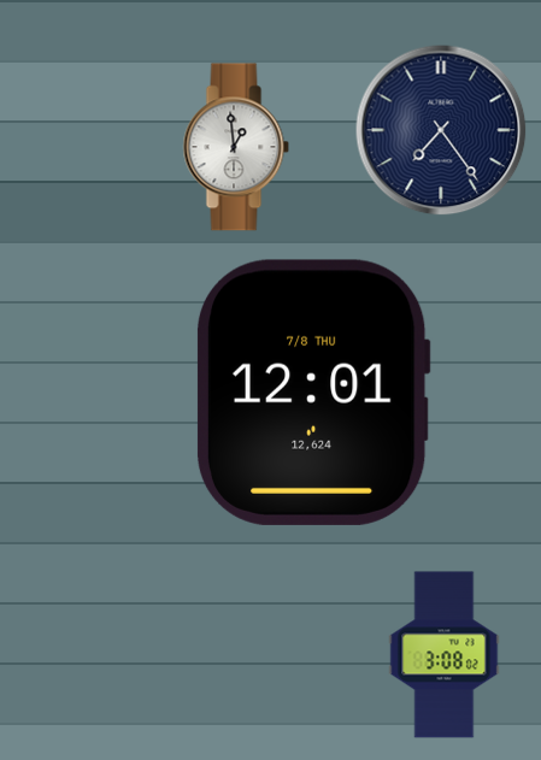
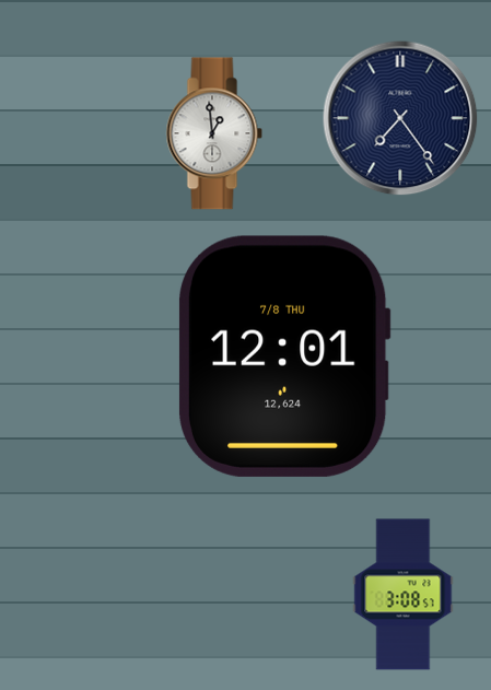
clock at (445, 655): 3:08:02 -> 3:08:57
